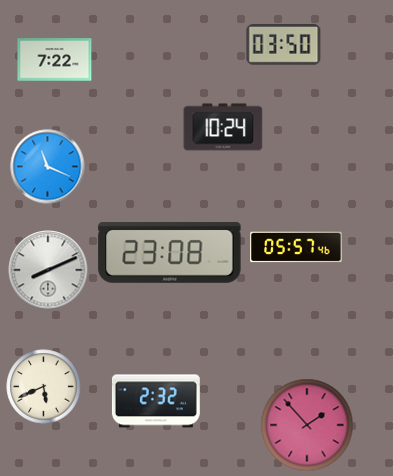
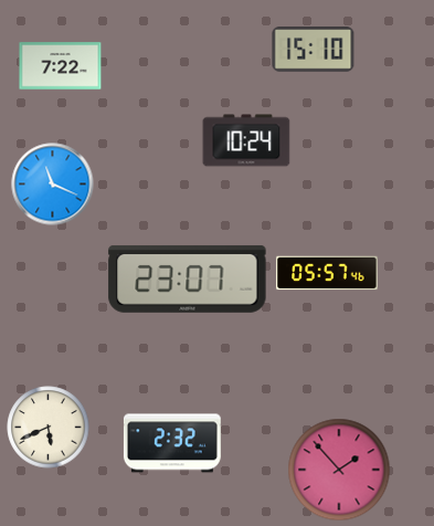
clock at (284, 45): 03:50 -> 15:10
clock at (170, 252): 23:08 -> 23:07
clock at (48, 270): 8:11 -> none
